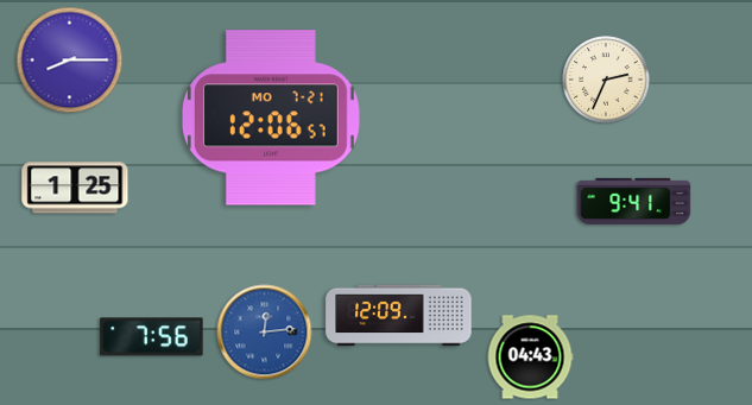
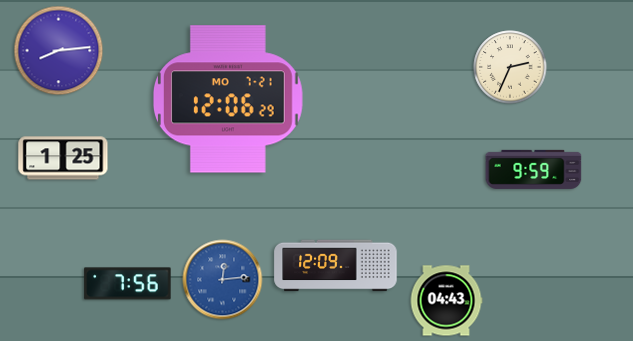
clock at (70, 61): 8:15 -> 8:14
clock at (272, 118): 12:06:57 -> 12:06:29
clock at (634, 201): 9:41 -> 9:59
